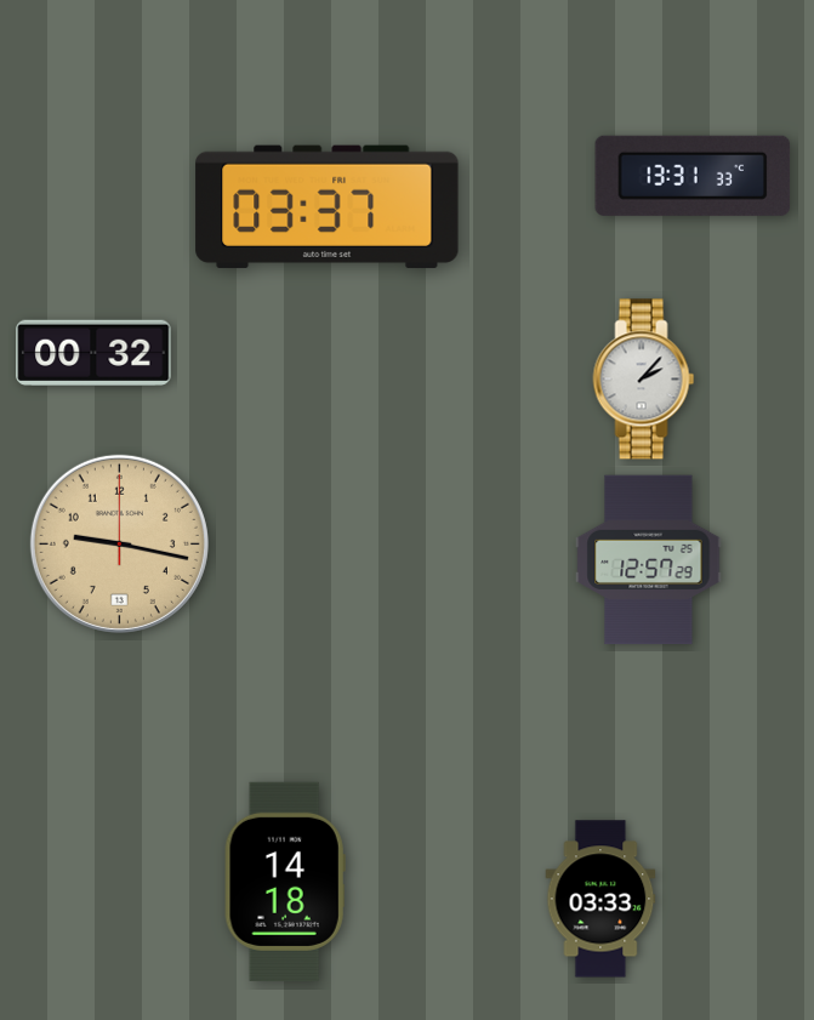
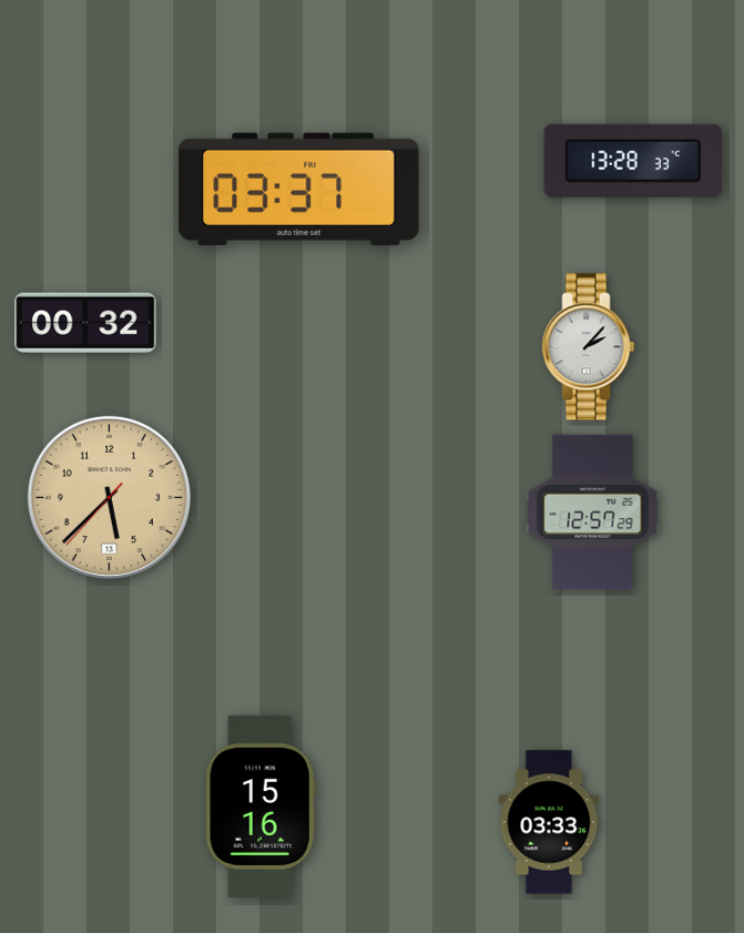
clock at (693, 176): 13:31 -> 13:28
clock at (119, 543): 9:17 -> 5:37
clock at (285, 882): 14:18 -> 15:16
